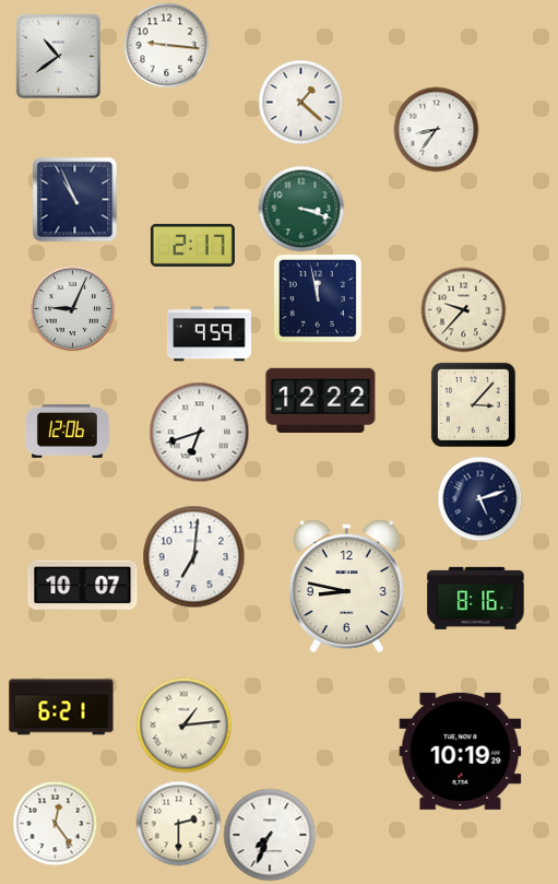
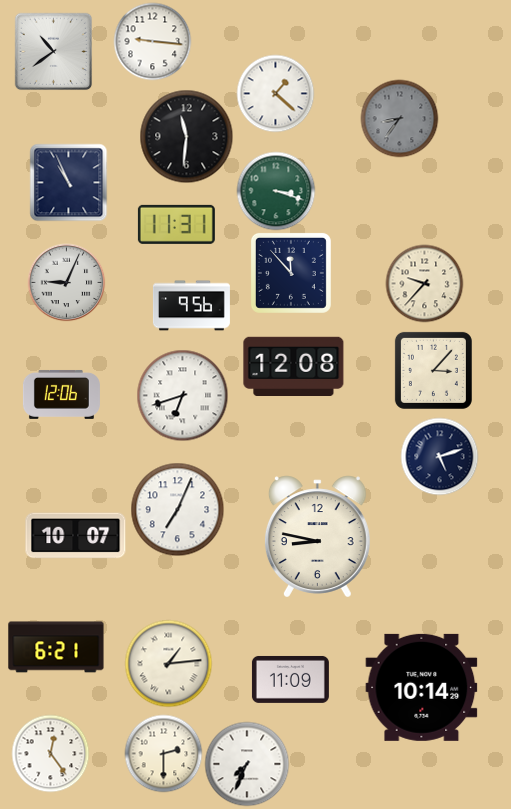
clock at (436, 129) dial: white -> grey
clock at (186, 136): none -> 11:31
clock at (192, 245): 2:17 -> 11:31
clock at (318, 298): 11:58 -> 11:53
clock at (209, 334): 9:59 -> 9:56
clock at (321, 400): 12:22 -> 12:08
clock at (193, 556): 7:01 -> 7:04
clock at (476, 598): 8:16 -> none
clock at (290, 679): none -> 11:09
clock at (461, 751): 10:19 -> 10:14
